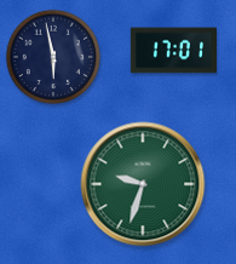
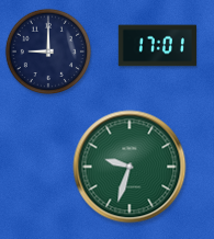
clock at (52, 56): 5:58 -> 9:00
